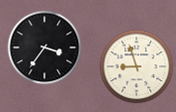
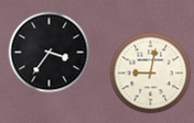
clock at (137, 67): 8:57 -> 9:02
